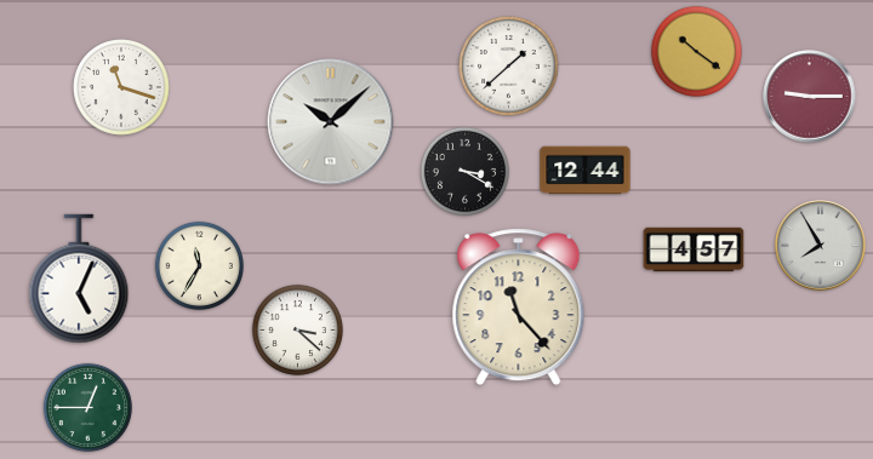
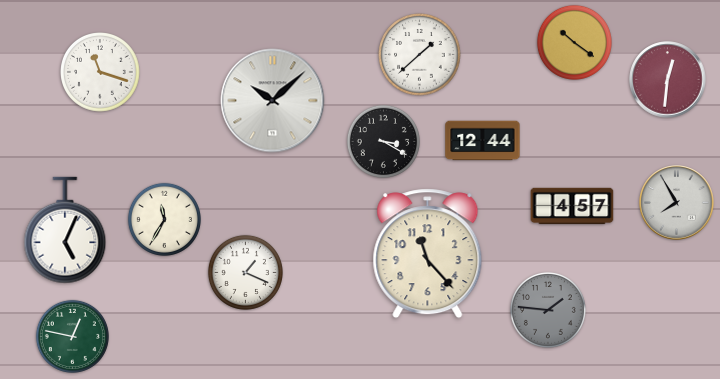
clock at (810, 97): 9:15 -> 12:31
clock at (297, 329): 3:22 -> 1:19
clock at (548, 310): none -> 1:46
clock at (87, 407): 12:45 -> 12:47
